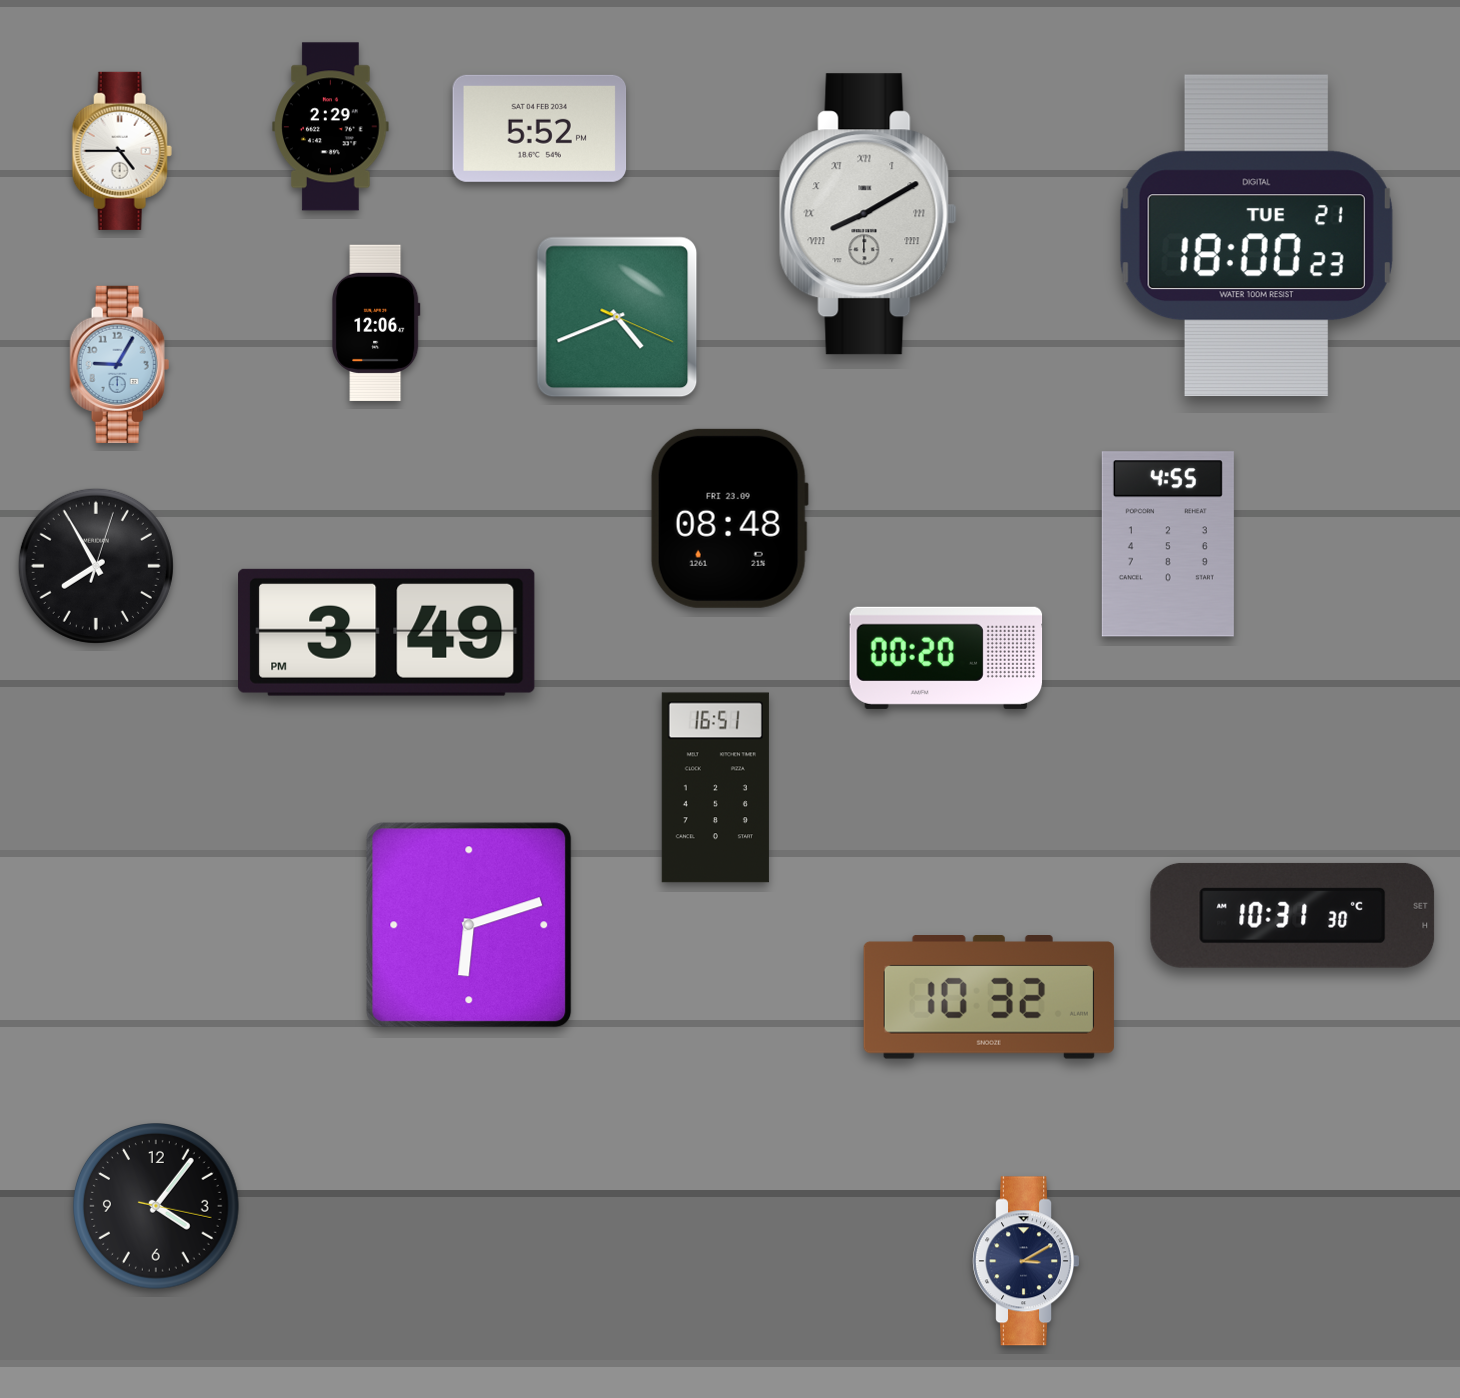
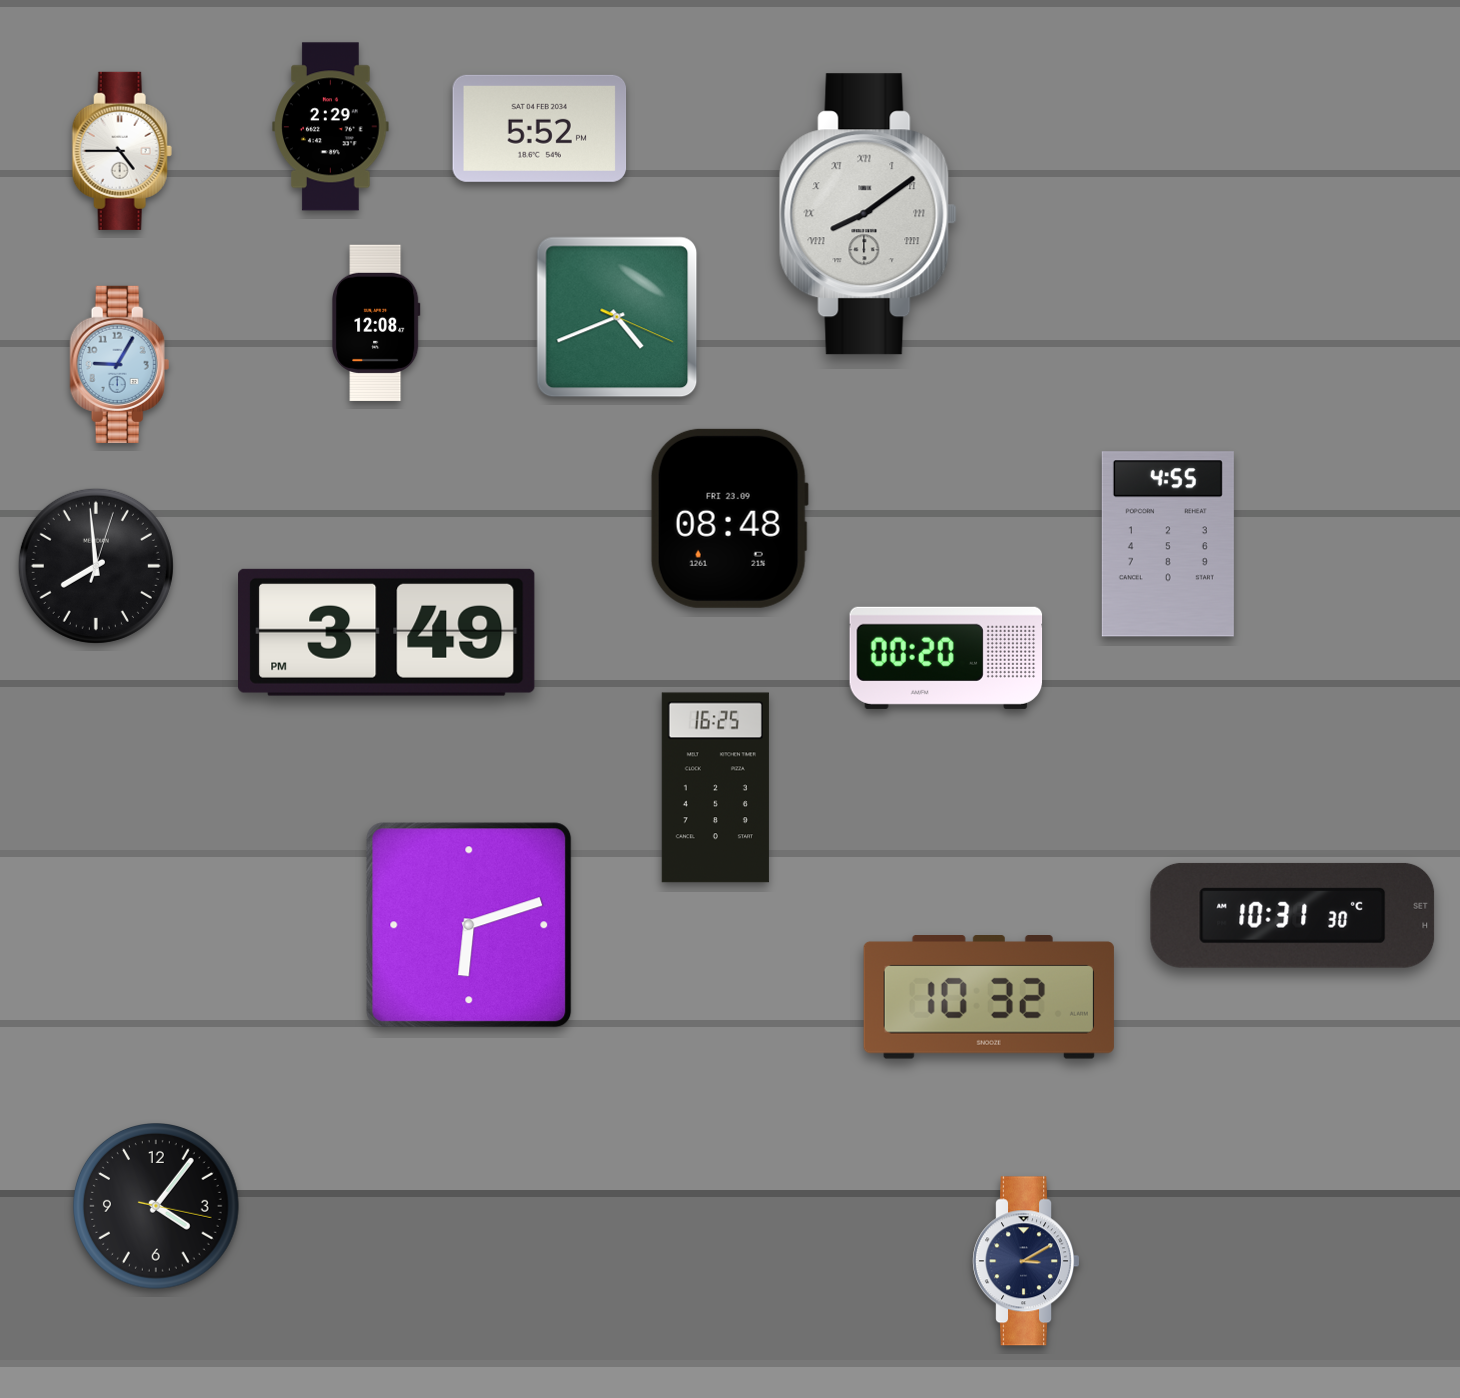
clock at (868, 214): 8:10 -> 8:09
clock at (1256, 236): 18:00 -> none
clock at (377, 322): 12:06 -> 12:08
clock at (96, 566): 7:55 -> 7:59
clock at (715, 788): 16:51 -> 16:25
